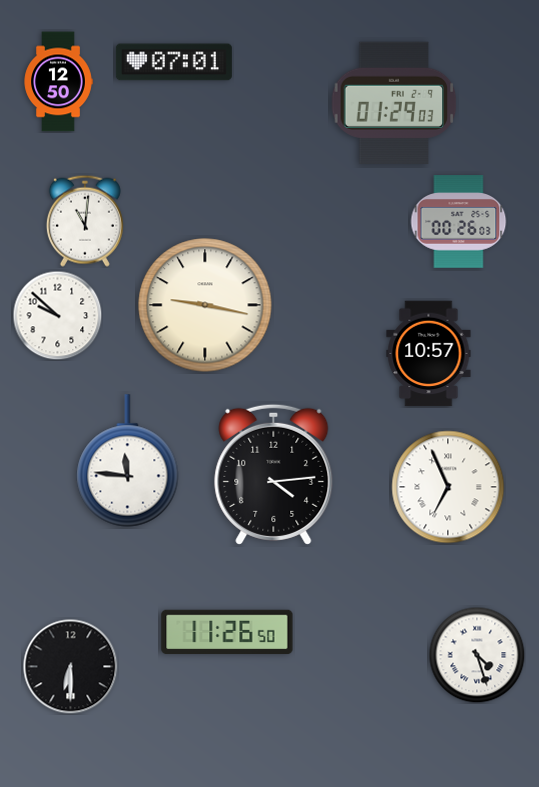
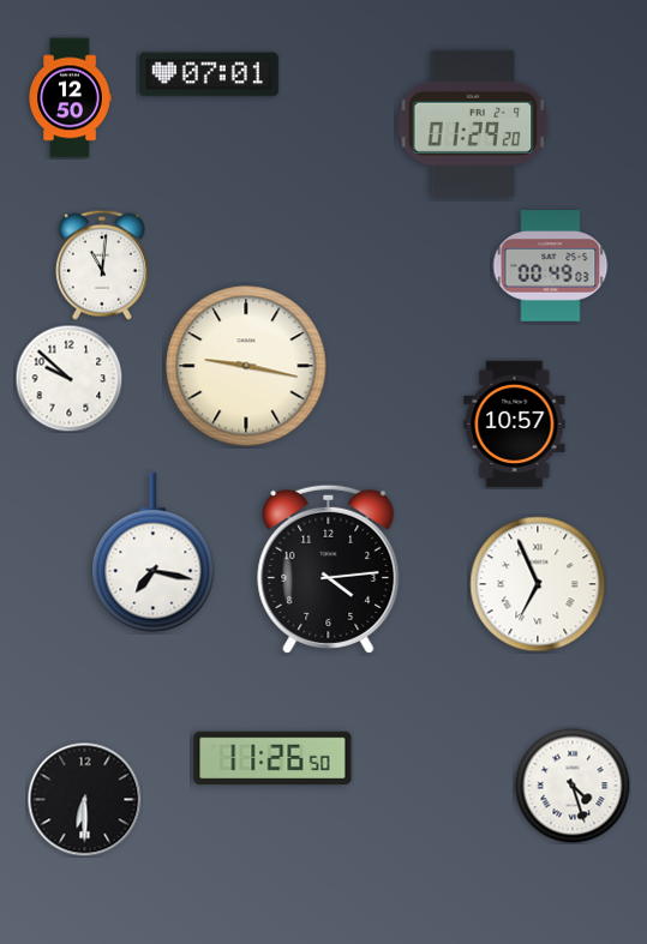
clock at (394, 103): 01:29:03 -> 01:29:20
clock at (458, 222): 00:26 -> 00:49
clock at (128, 461): 11:46 -> 7:17
